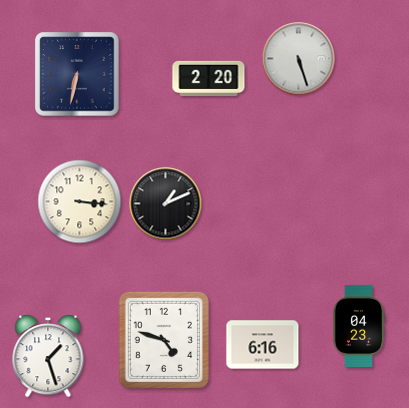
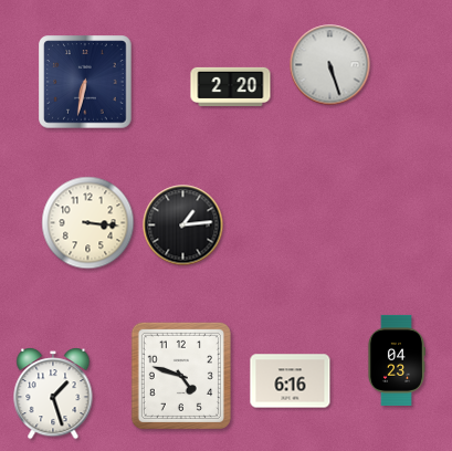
clock at (166, 204): 1:11 -> 1:14
